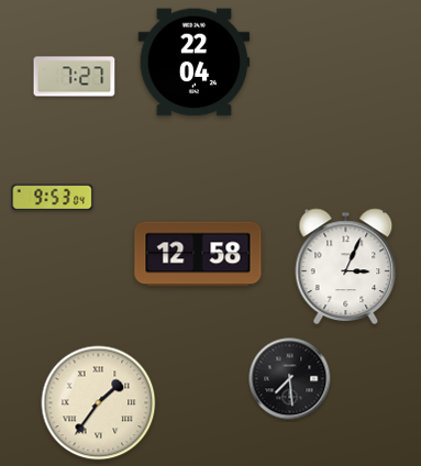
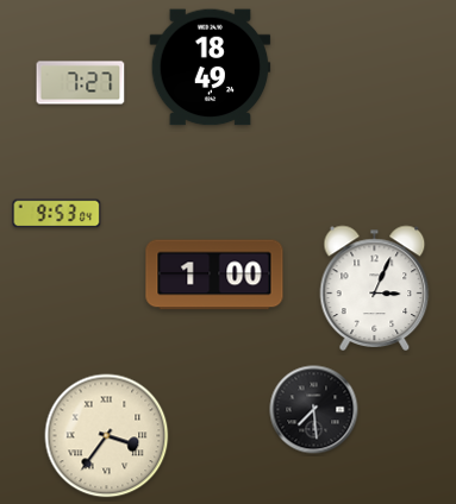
clock at (195, 63): 22:04 -> 18:49
clock at (198, 254): 12:58 -> 1:00
clock at (99, 403): 1:36 -> 3:36
